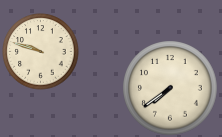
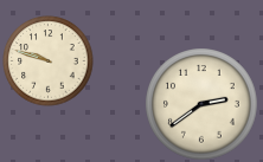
clock at (170, 88): 7:39 -> 2:39
